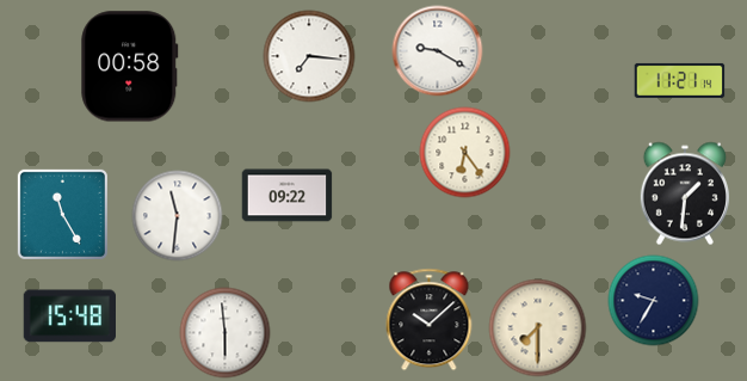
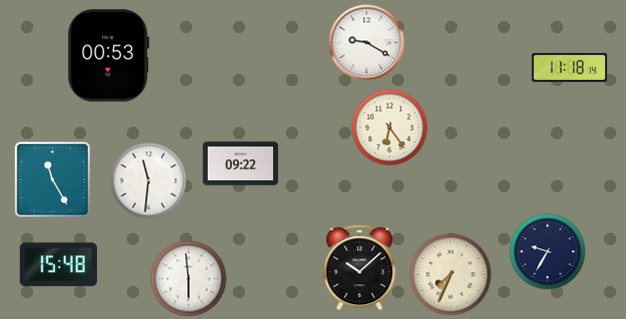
clock at (309, 56): 7:16 -> none
clock at (130, 67): 00:58 -> 00:53
clock at (680, 80): 11:21 -> 11:18
clock at (685, 193): 1:31 -> none
clock at (538, 328): 7:30 -> 7:34
